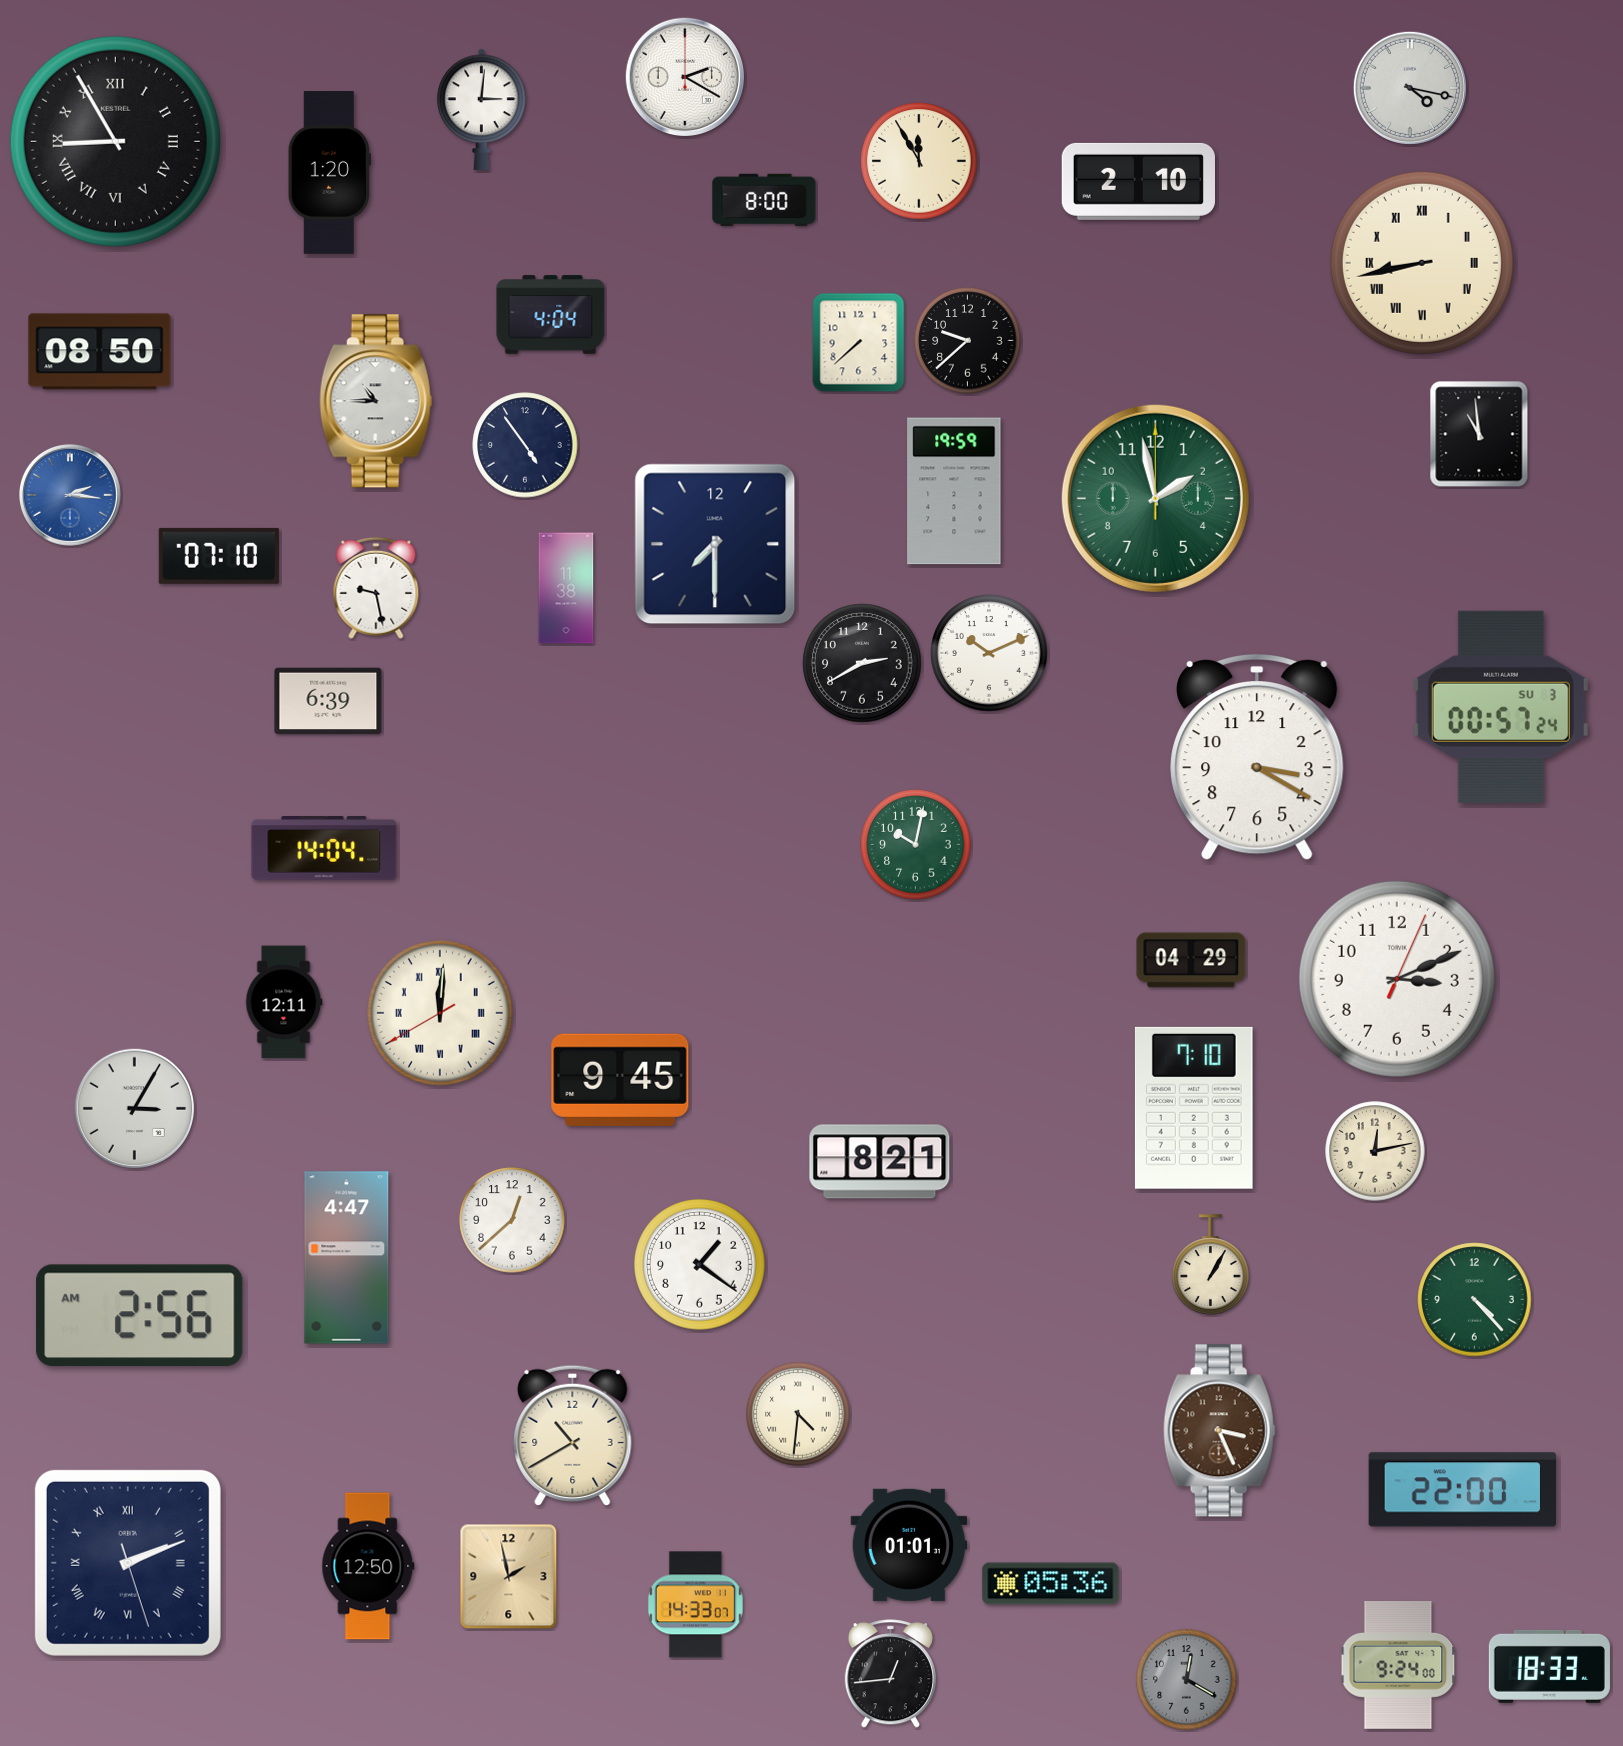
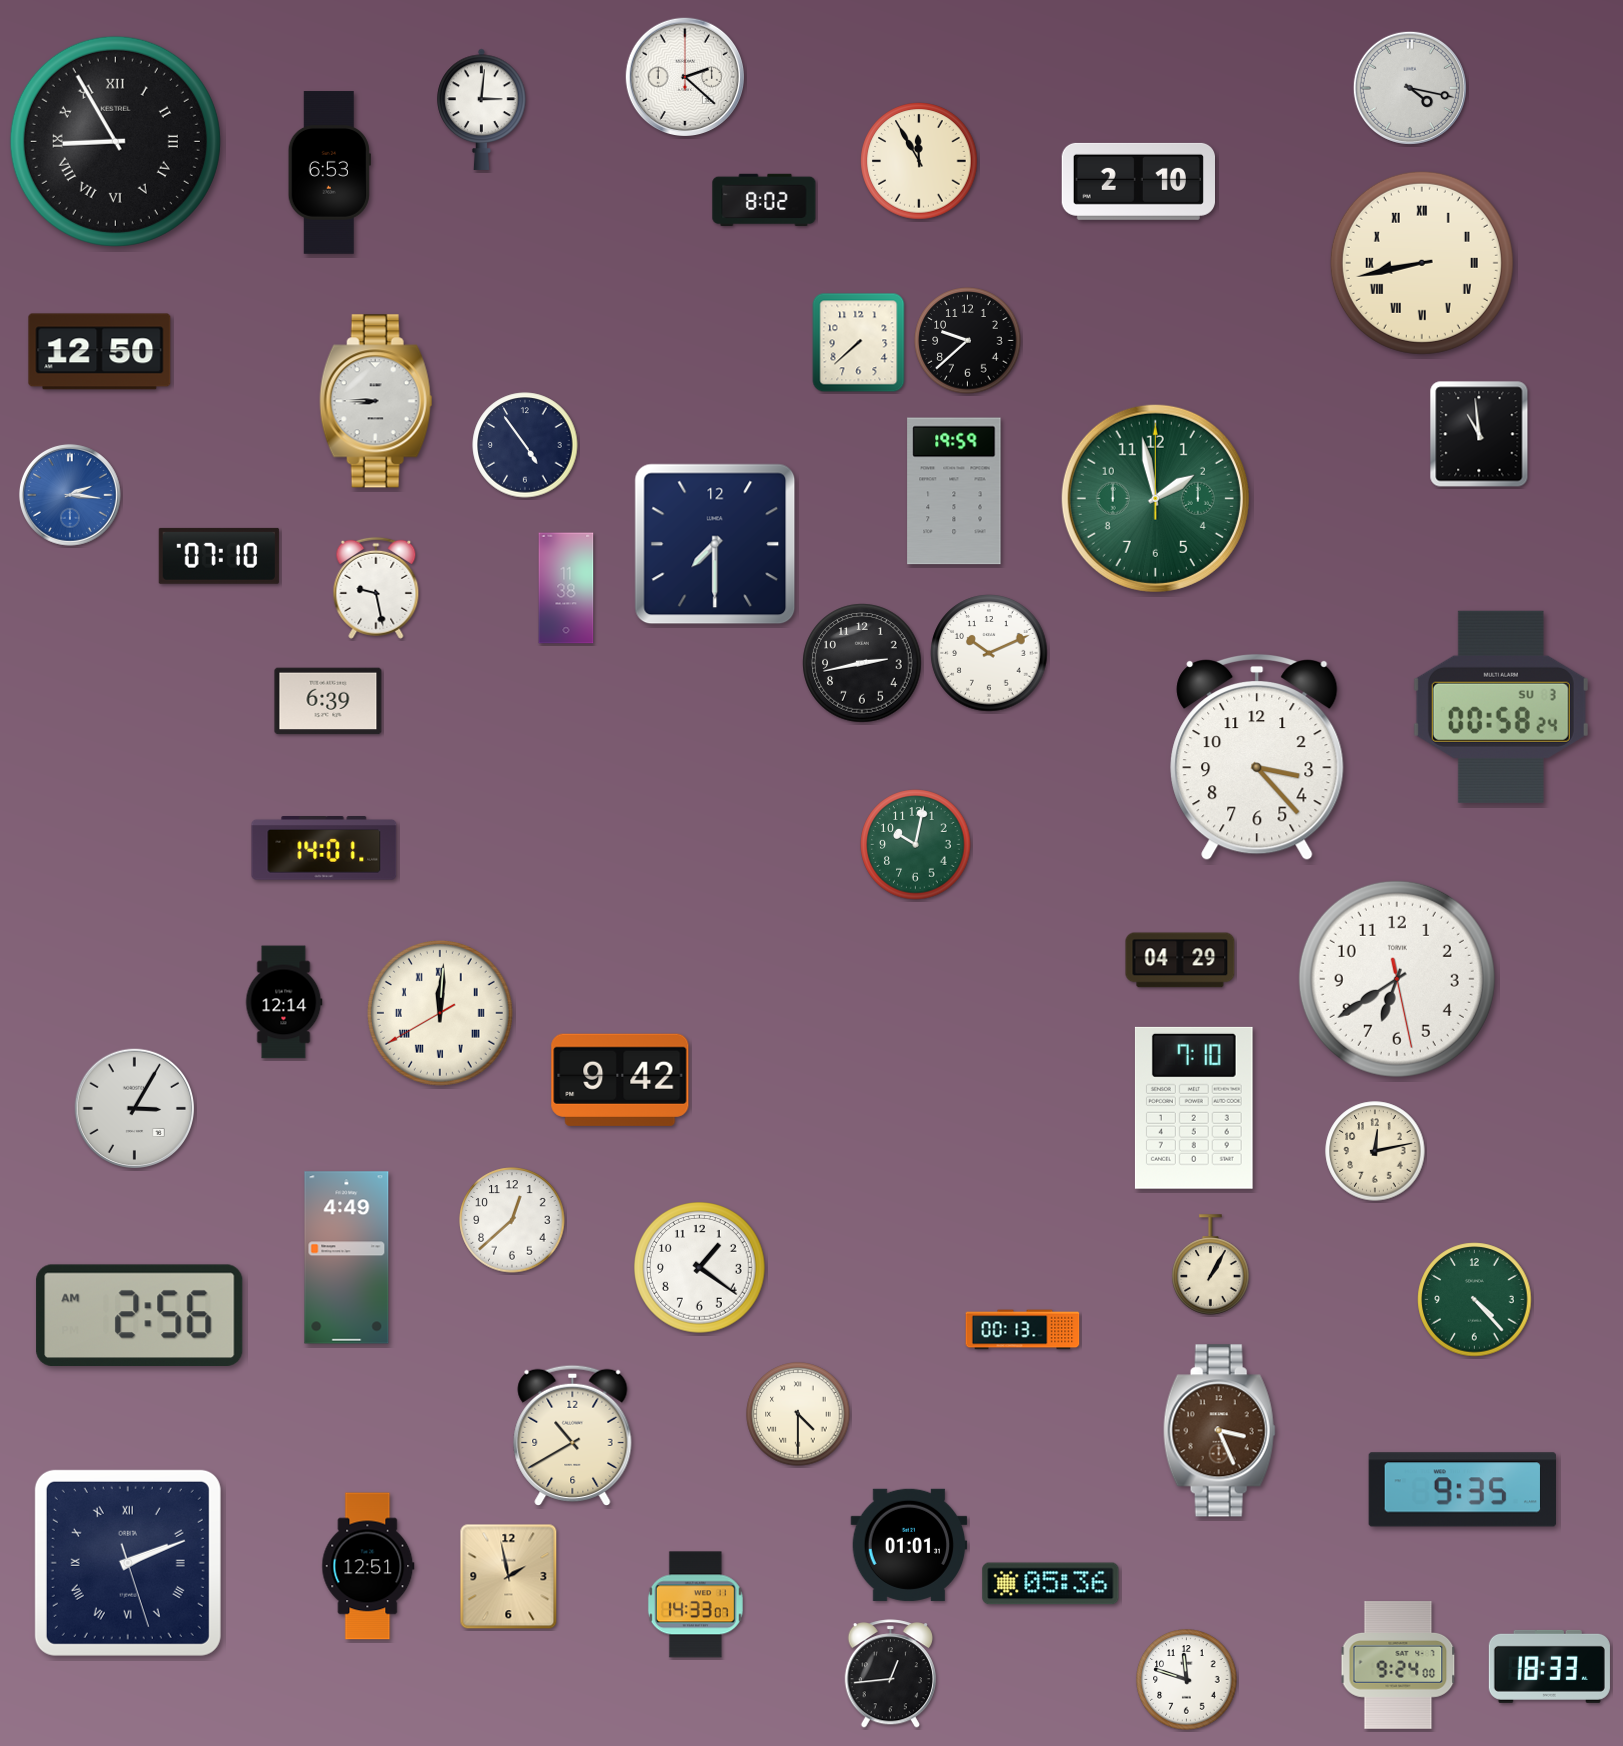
clock at (684, 76): 2:20 -> 2:22
clock at (329, 173): 1:20 -> 6:53
clock at (764, 199): 8:00 -> 8:02
clock at (551, 315): 4:04 -> none
clock at (100, 352): 08:50 -> 12:50
clock at (376, 401): 10:45 -> 8:45
clock at (862, 663): 2:40 -> 2:43
clock at (1501, 707): 00:57 -> 00:58
clock at (1257, 757): 3:20 -> 3:23
clock at (324, 849): 14:04 -> 14:01
clock at (1191, 960) position: (1191, 960) -> (1180, 960)
clock at (1397, 979): 3:11 -> 6:39
clock at (284, 1002): 12:11 -> 12:14
clock at (620, 1080): 9:45 -> 9:42
clock at (880, 1162): 8:21 -> none
clock at (347, 1258): 4:47 -> 4:49
clock at (700, 1265) position: (700, 1265) -> (700, 1268)
clock at (1023, 1330): none -> 00:13
clock at (798, 1414): 4:31 -> 4:30
clock at (1462, 1490): 22:00 -> 9:35
clock at (368, 1566): 12:50 -> 12:51
clock at (1187, 1680): 12:20 -> 11:48
clock at (1187, 1680) dial: grey -> white
